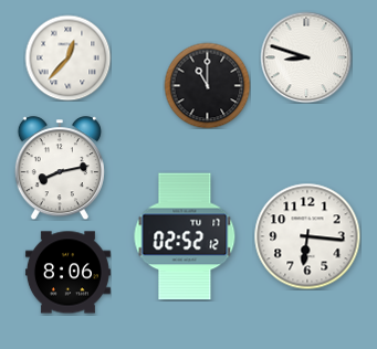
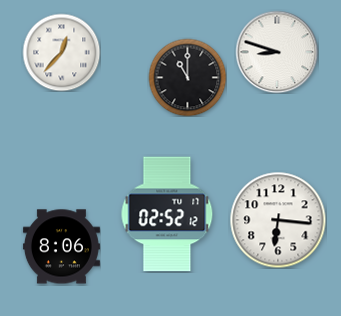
clock at (60, 168): 8:13 -> none
clock at (307, 236) position: (307, 236) -> (278, 220)
